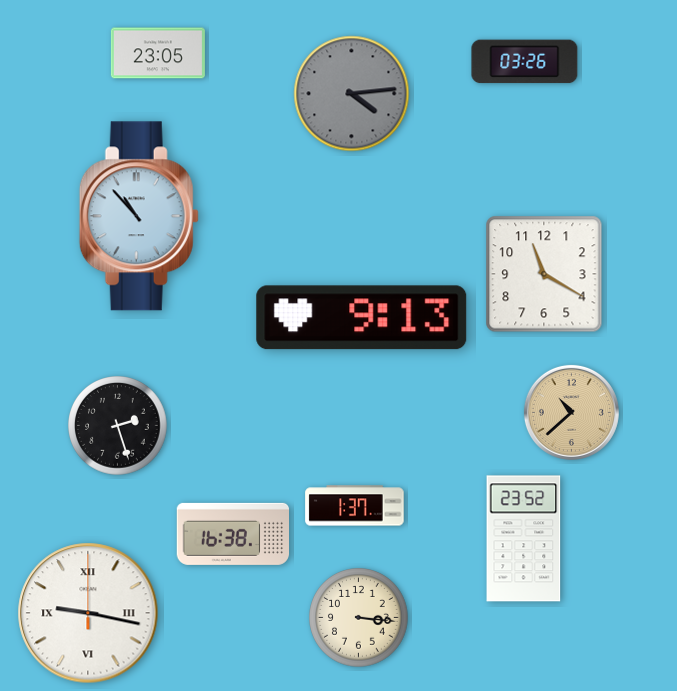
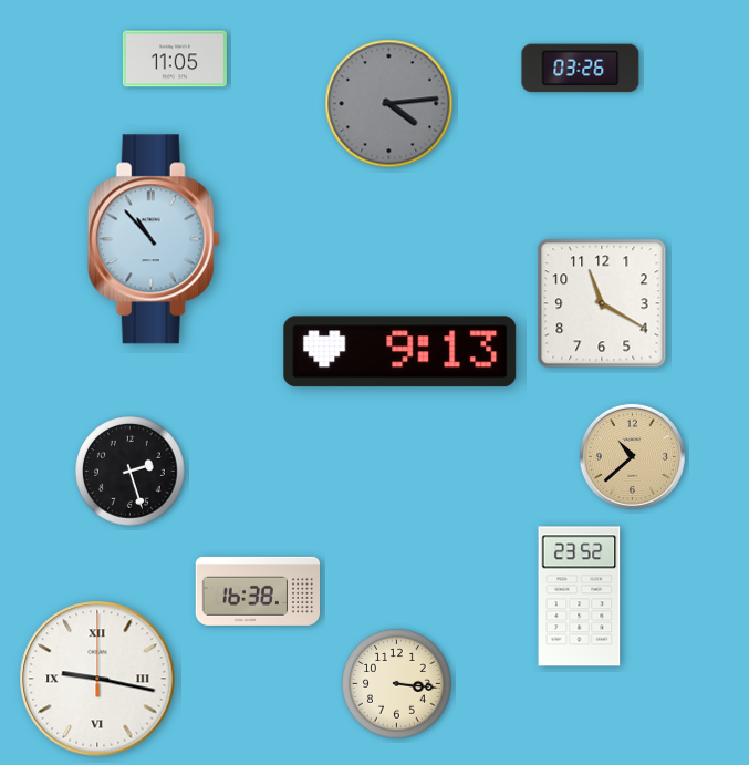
clock at (158, 53): 23:05 -> 11:05
clock at (355, 506): 1:37 -> none
